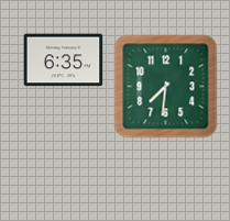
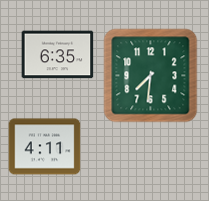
clock at (166, 87) position: (166, 87) -> (151, 76)
clock at (45, 147): none -> 4:11
